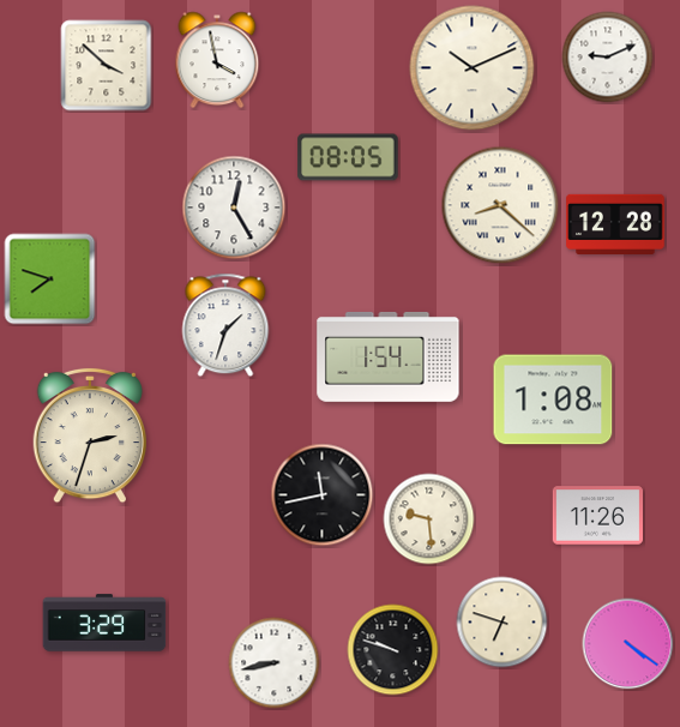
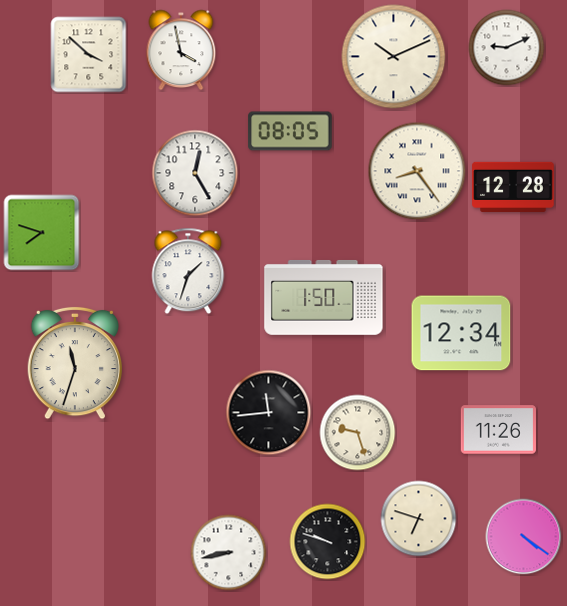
clock at (500, 205): 8:22 -> 8:24
clock at (389, 358): 1:54 -> 1:50
clock at (553, 399): 1:08 -> 12:34
clock at (89, 435): 2:33 -> 11:33
clock at (323, 495): 11:43 -> 11:44
clock at (429, 519): 9:29 -> 9:27
clock at (104, 623): 3:29 -> none
